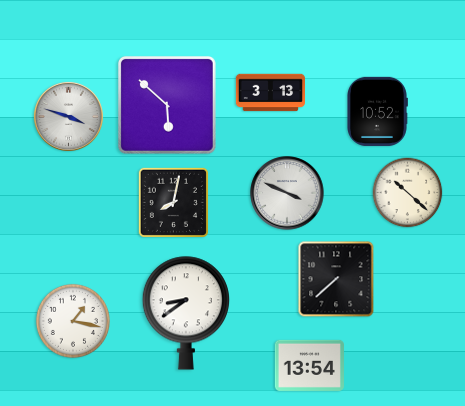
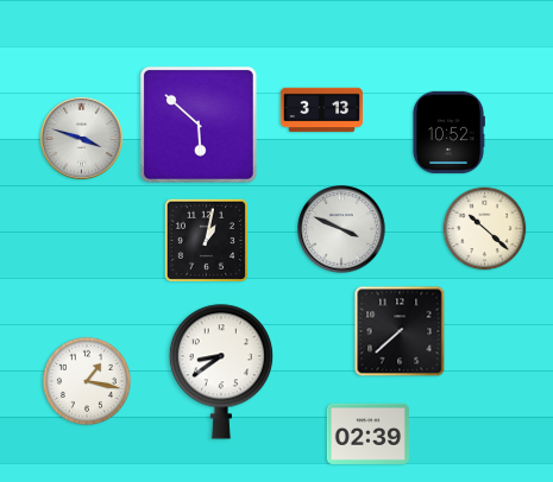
clock at (173, 202): 8:02 -> 1:02
clock at (309, 365): 13:54 -> 02:39
